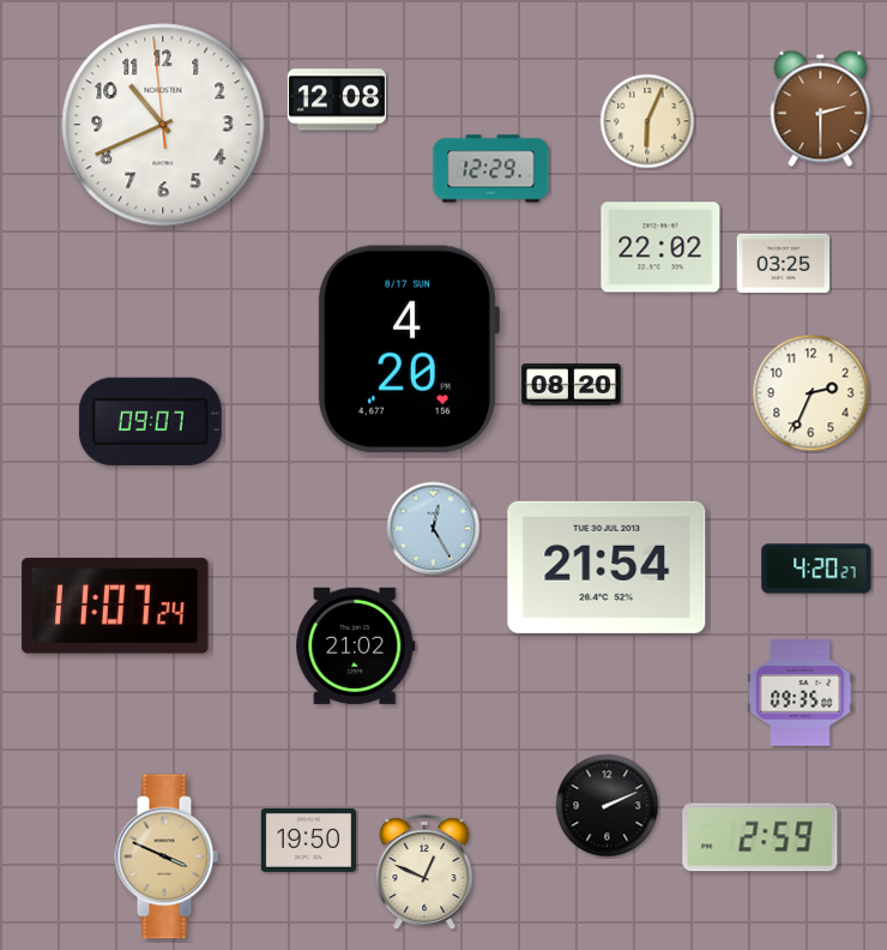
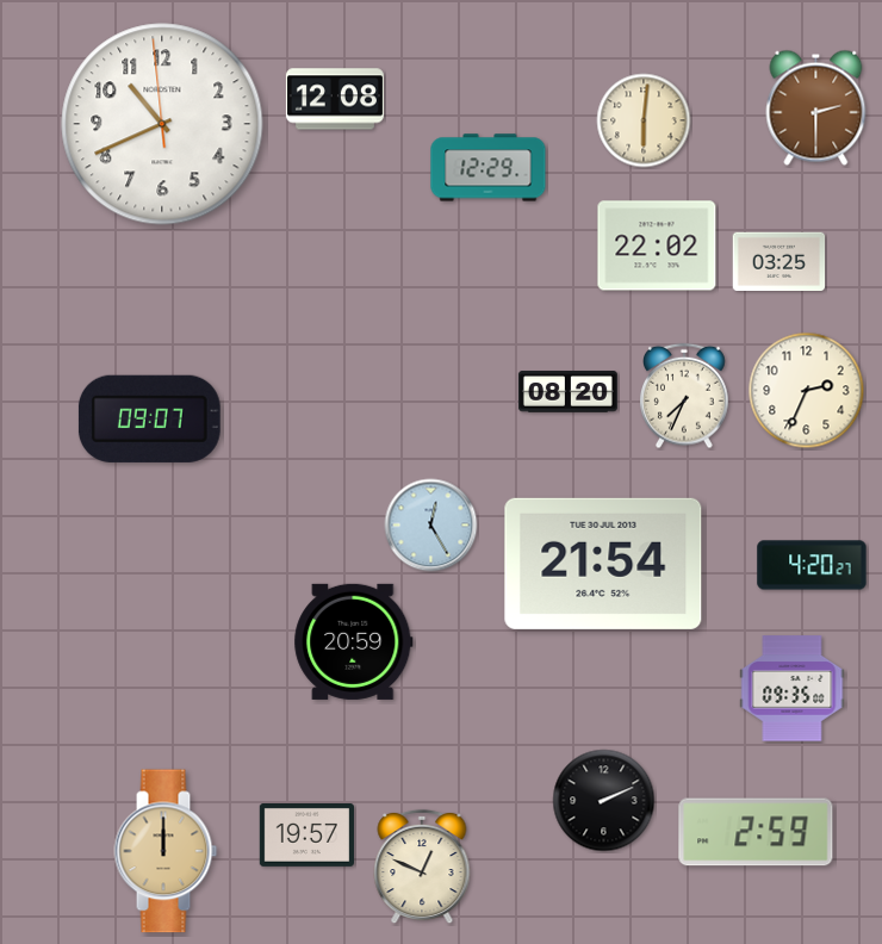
clock at (647, 121): 6:04 -> 6:01
clock at (408, 348): 4:20 -> none
clock at (571, 385) position: (571, 385) -> (567, 392)
clock at (685, 396): none -> 7:34
clock at (115, 606): 11:07 -> none
clock at (356, 645): 21:02 -> 20:59
clock at (801, 693) position: (801, 693) -> (793, 689)
clock at (308, 841): 19:50 -> 19:57
clock at (167, 856): 3:49 -> 12:00
